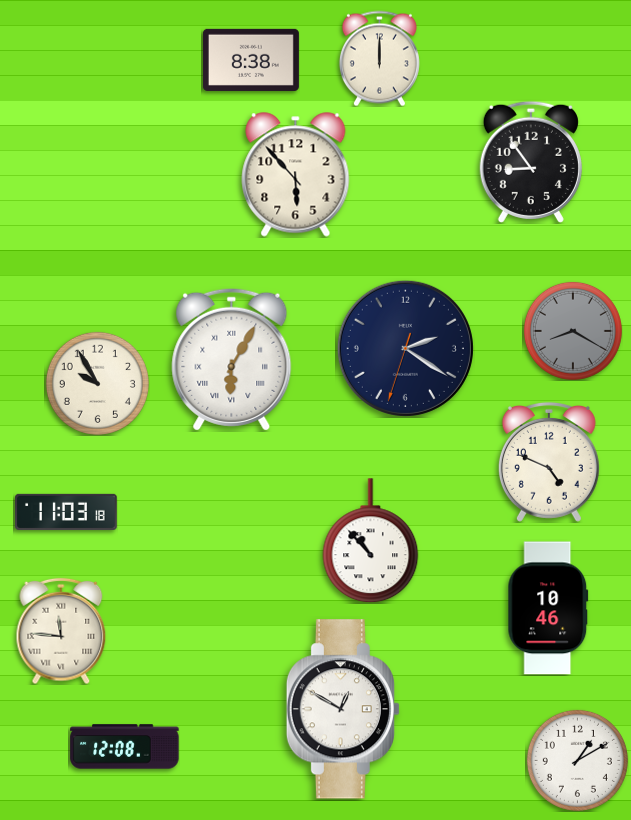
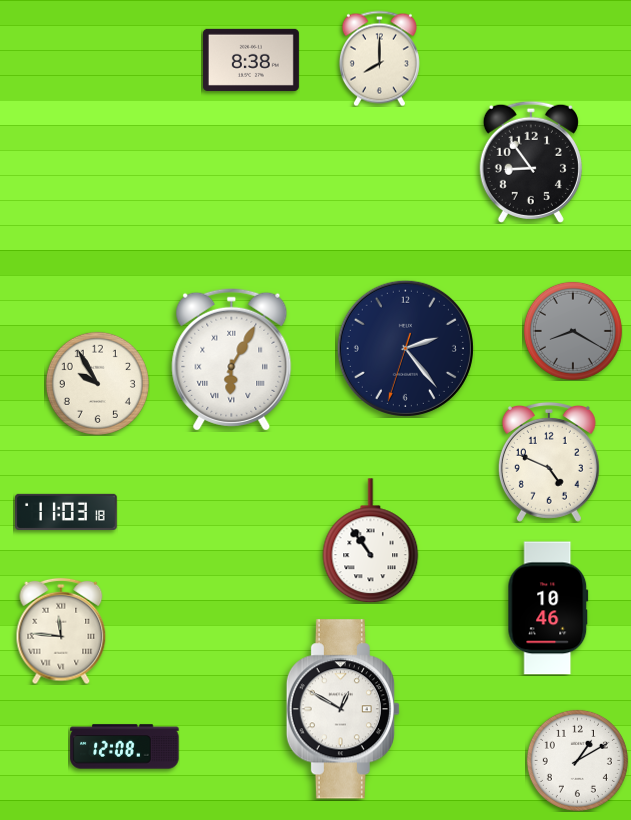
clock at (379, 58): 12:00 -> 8:00
clock at (296, 175): 5:53 -> none
clock at (405, 348): 2:20 -> 2:23
clock at (371, 541): 10:53 -> 10:54
